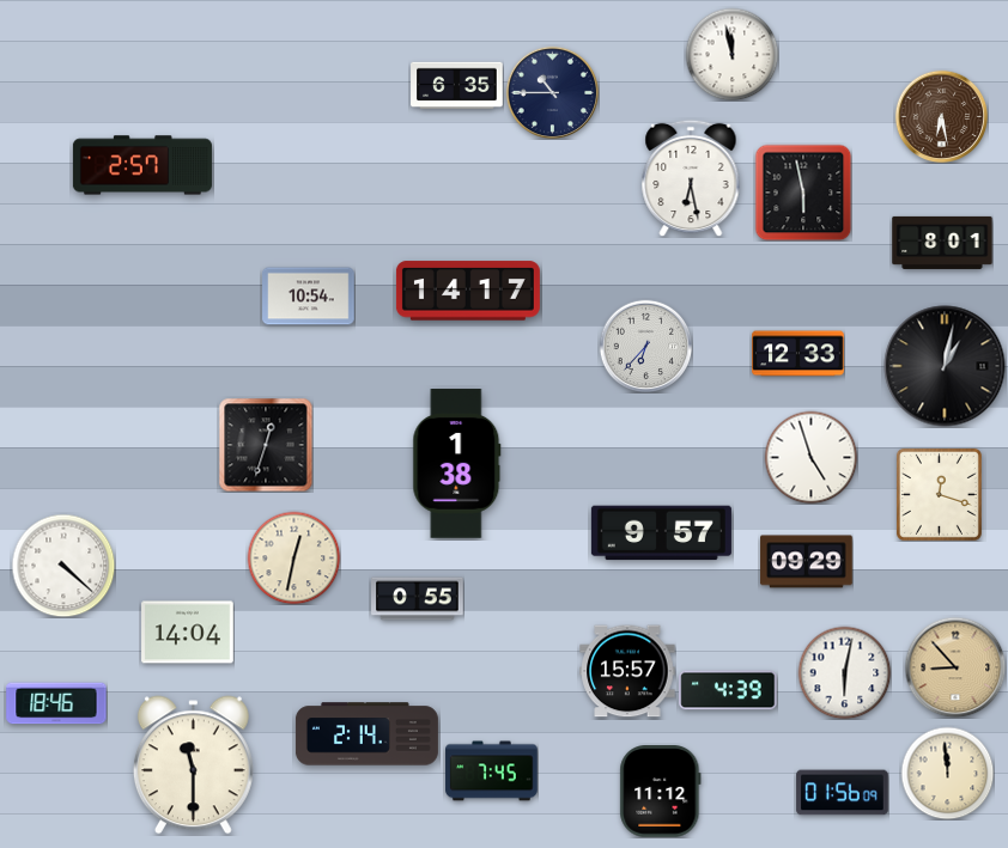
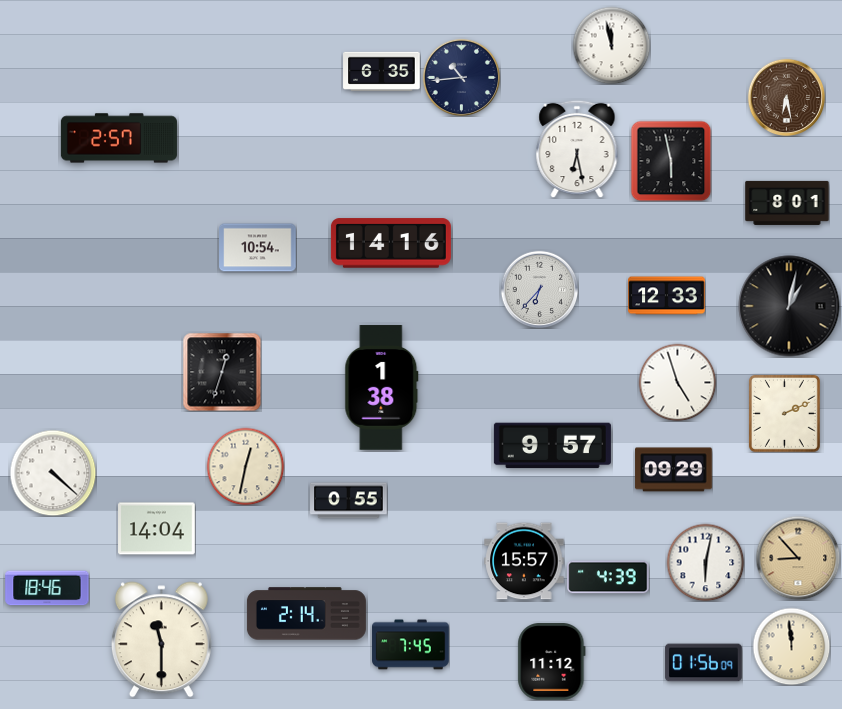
clock at (552, 92): 10:45 -> 10:44
clock at (468, 291): 14:17 -> 14:16
clock at (939, 494): 12:18 -> 2:11
